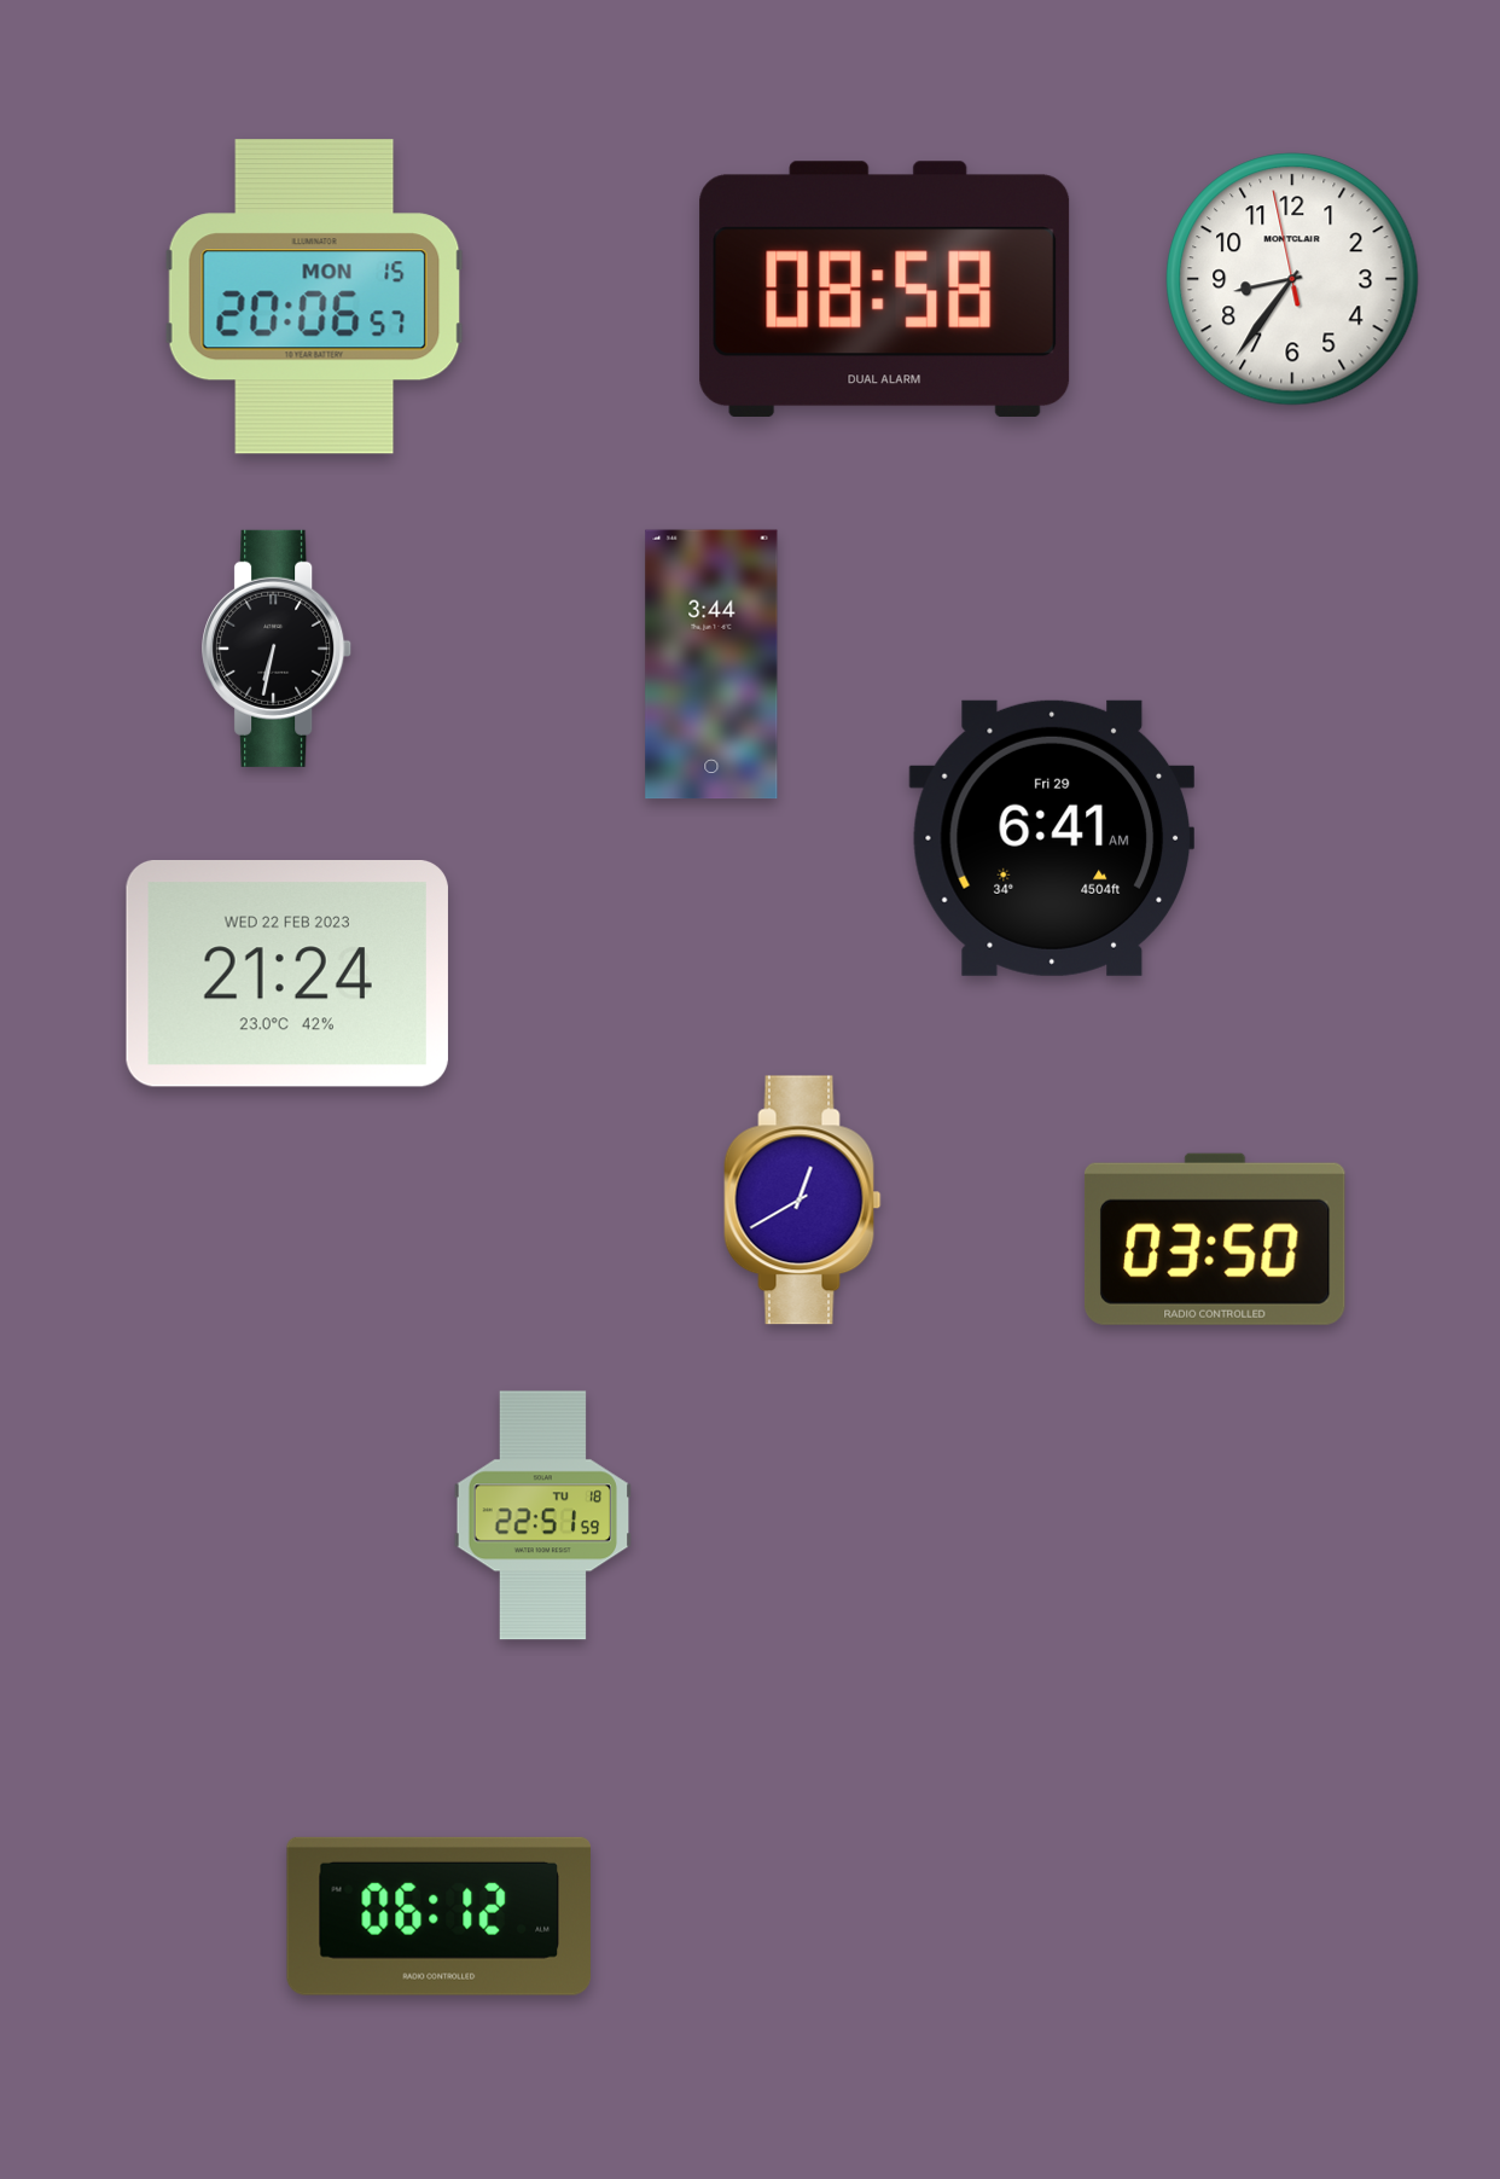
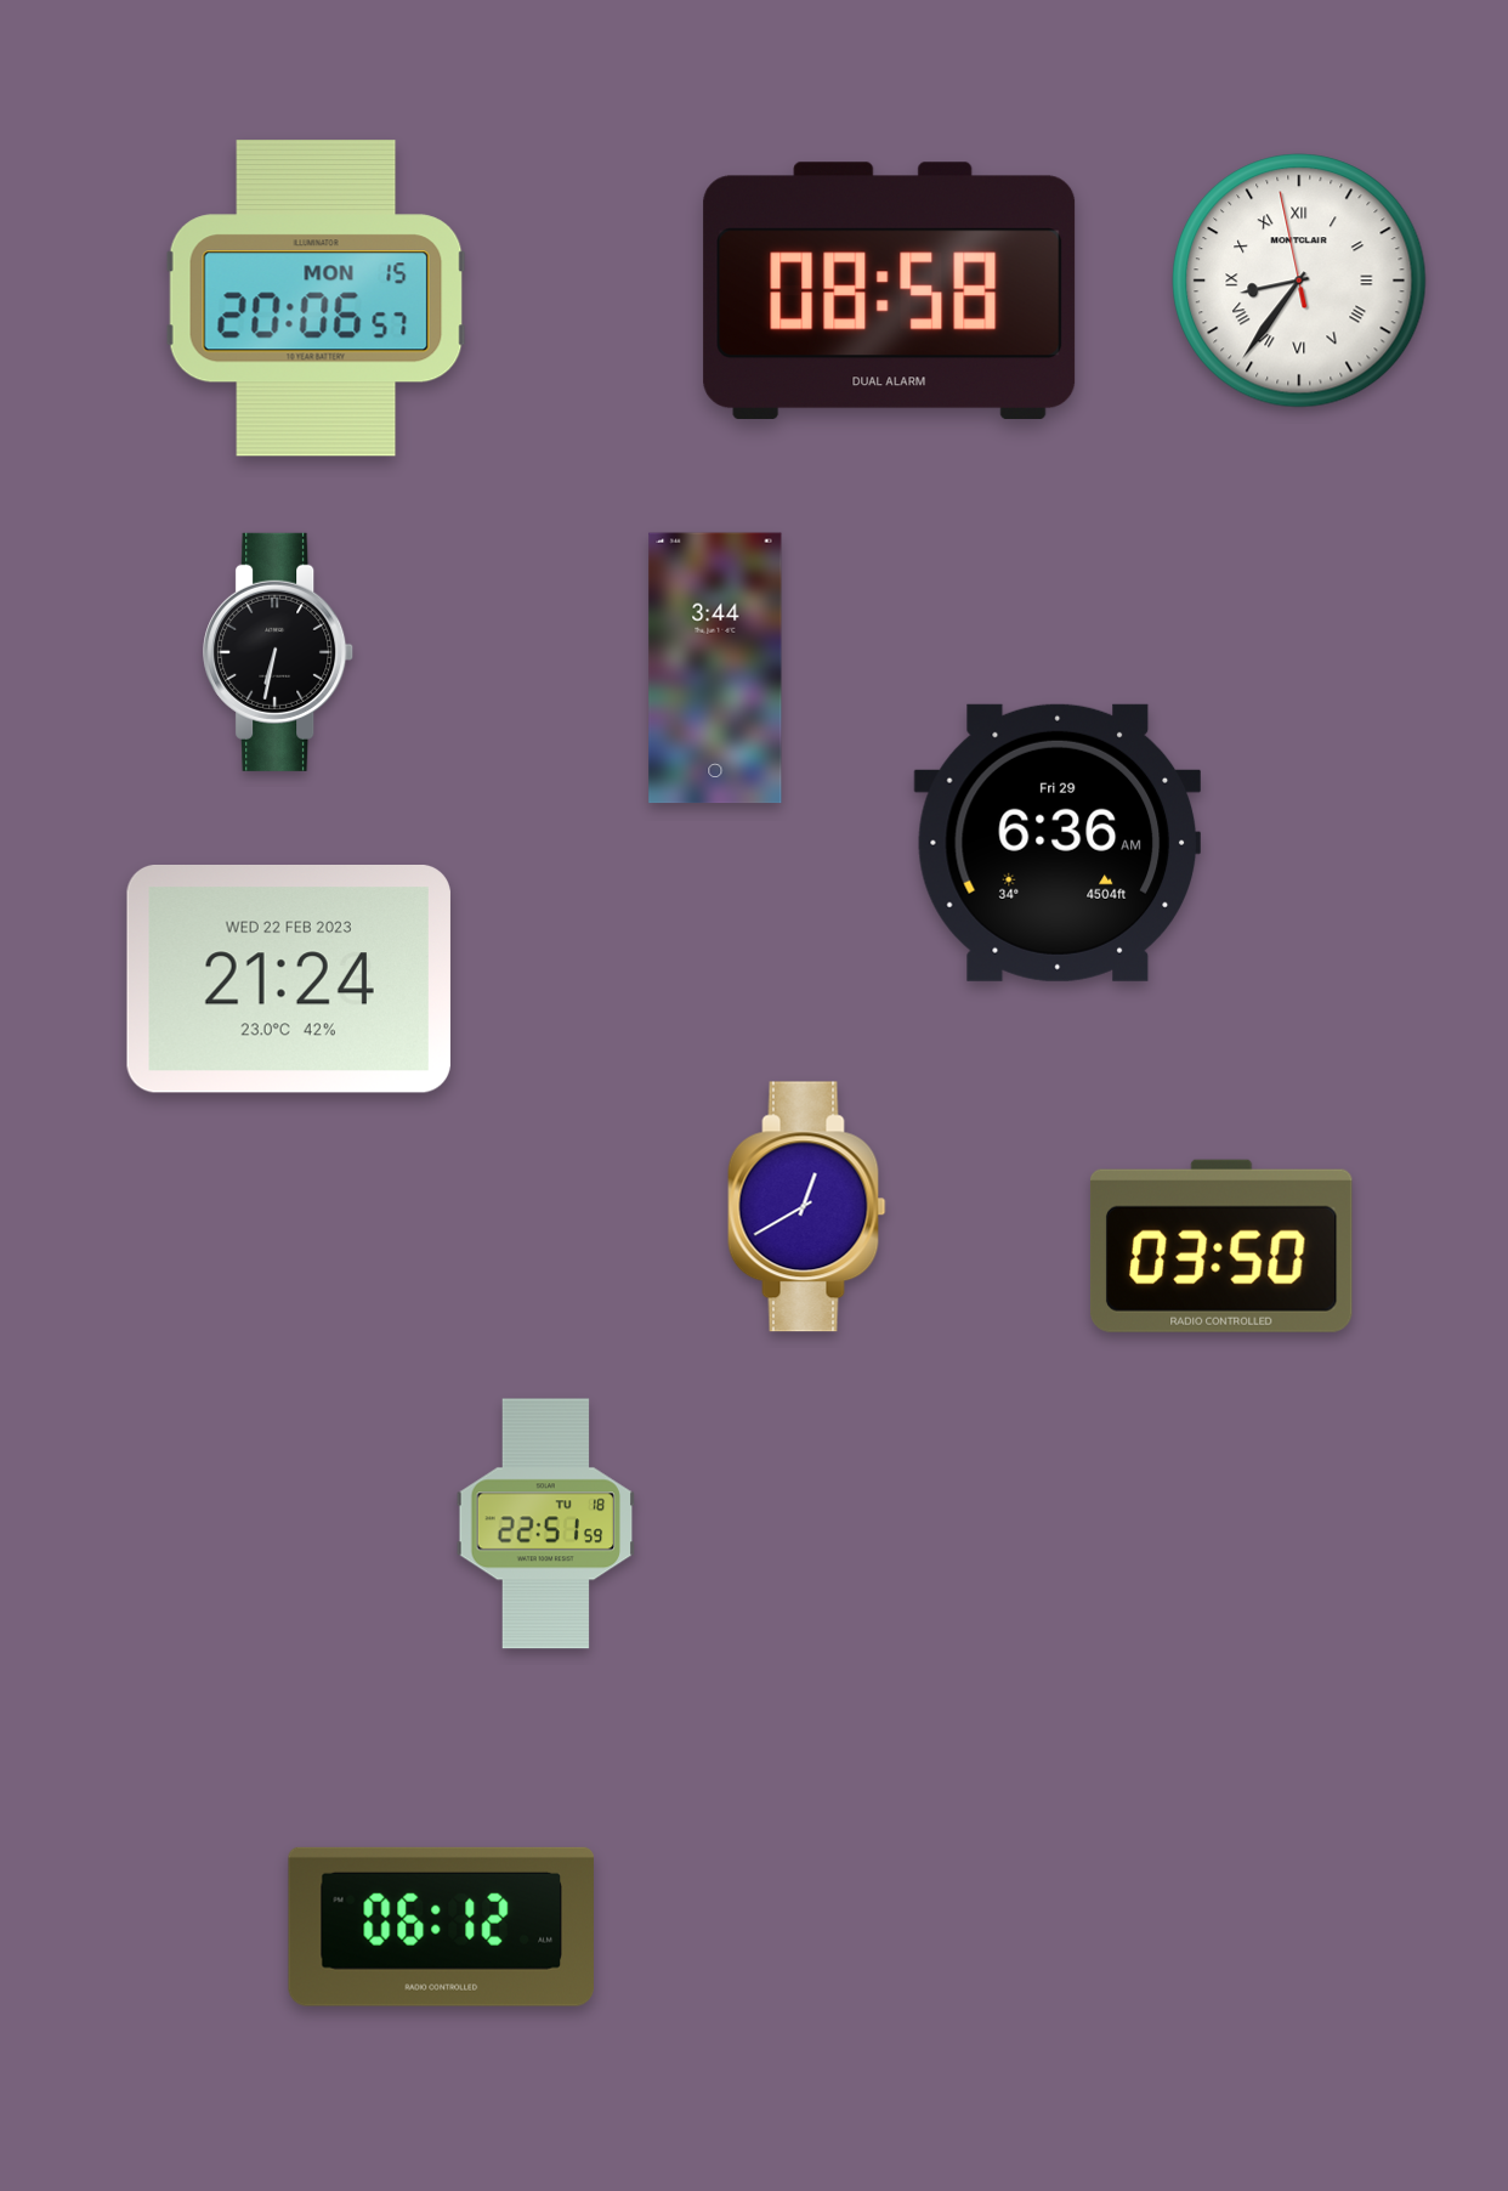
clock at (1292, 279) numerals: Arabic -> Roman
clock at (1051, 838): 6:41 -> 6:36
